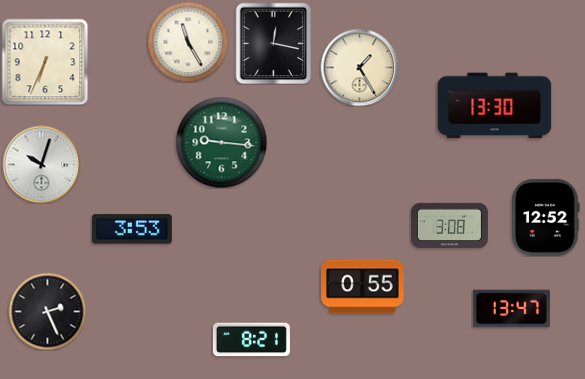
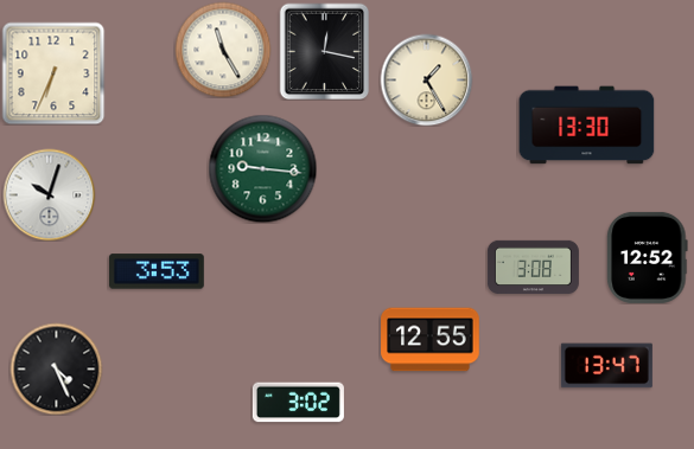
clock at (363, 287): 0:55 -> 12:55
clock at (47, 311): 2:26 -> 4:26
clock at (251, 340): 8:21 -> 3:02
